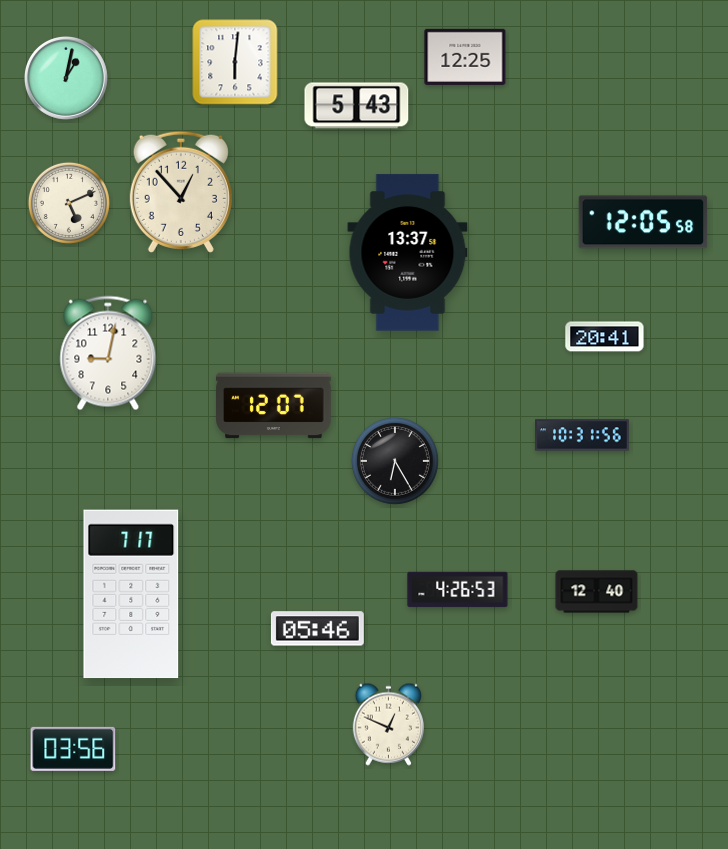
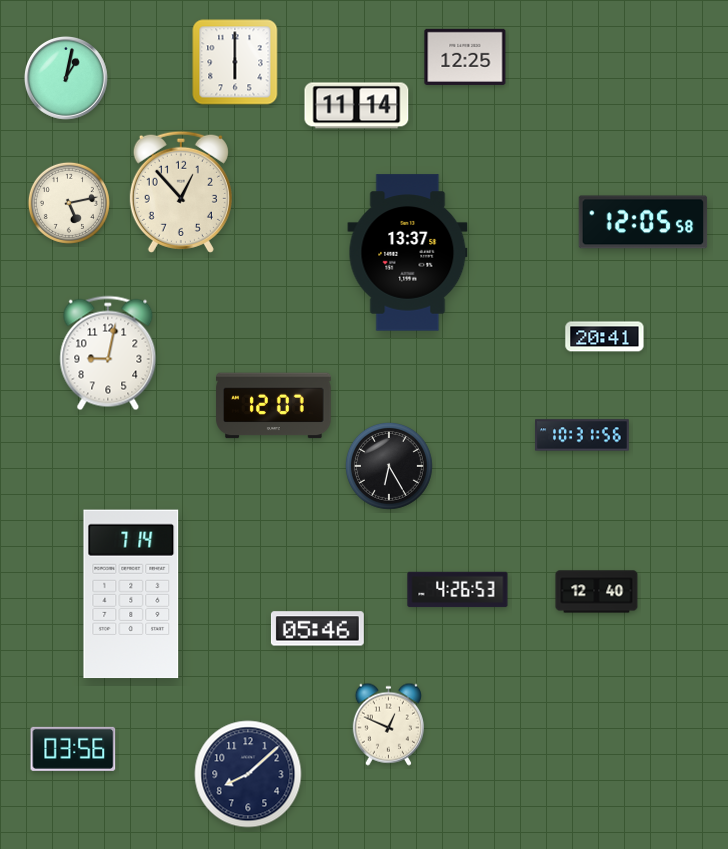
clock at (235, 62): 6:01 -> 6:00
clock at (357, 106): 5:43 -> 11:14
clock at (69, 203): 5:11 -> 5:13
clock at (395, 461) position: (395, 461) -> (389, 466)
clock at (131, 594): 7:17 -> 7:14
clock at (248, 774): none -> 8:08
